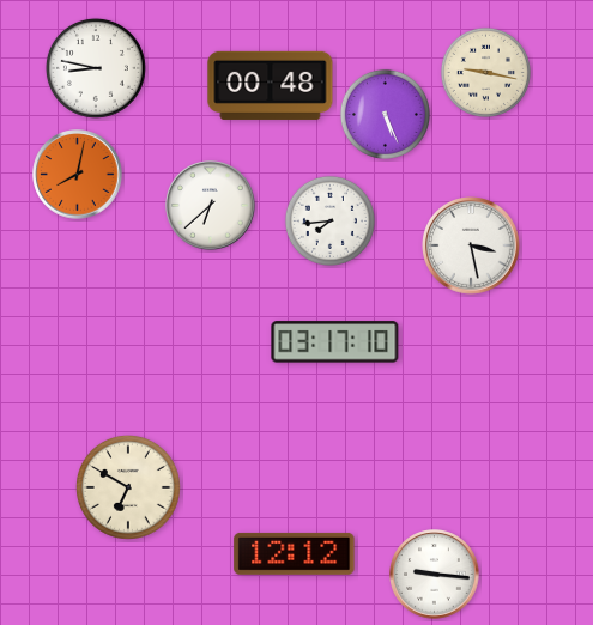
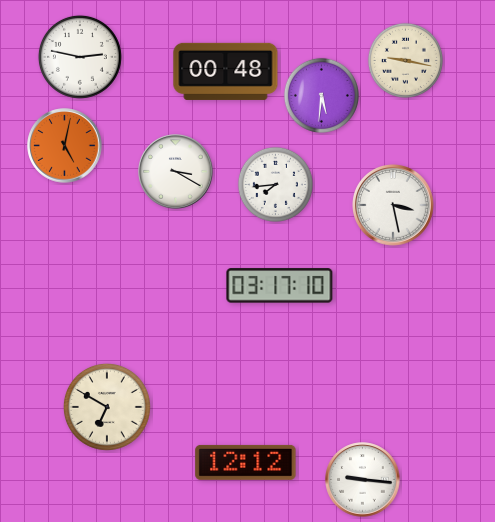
clock at (96, 68): 8:47 -> 2:47
clock at (385, 114): 5:26 -> 5:31
clock at (78, 175): 8:02 -> 5:02
clock at (211, 206): 6:38 -> 3:20
